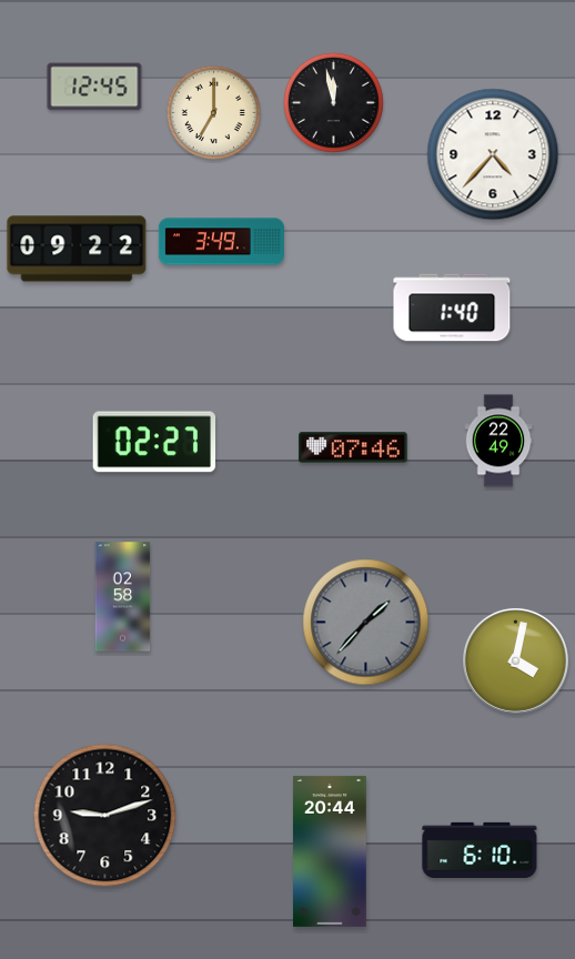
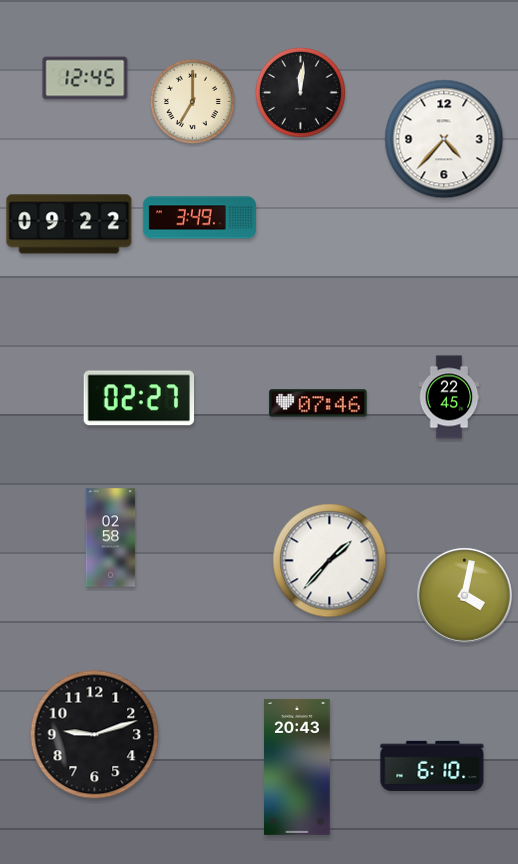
clock at (333, 102): 11:58 -> 12:01
clock at (452, 307): 1:40 -> none
clock at (498, 441): 22:49 -> 22:45
clock at (366, 623) dial: grey -> white
clock at (330, 851): 20:44 -> 20:43
